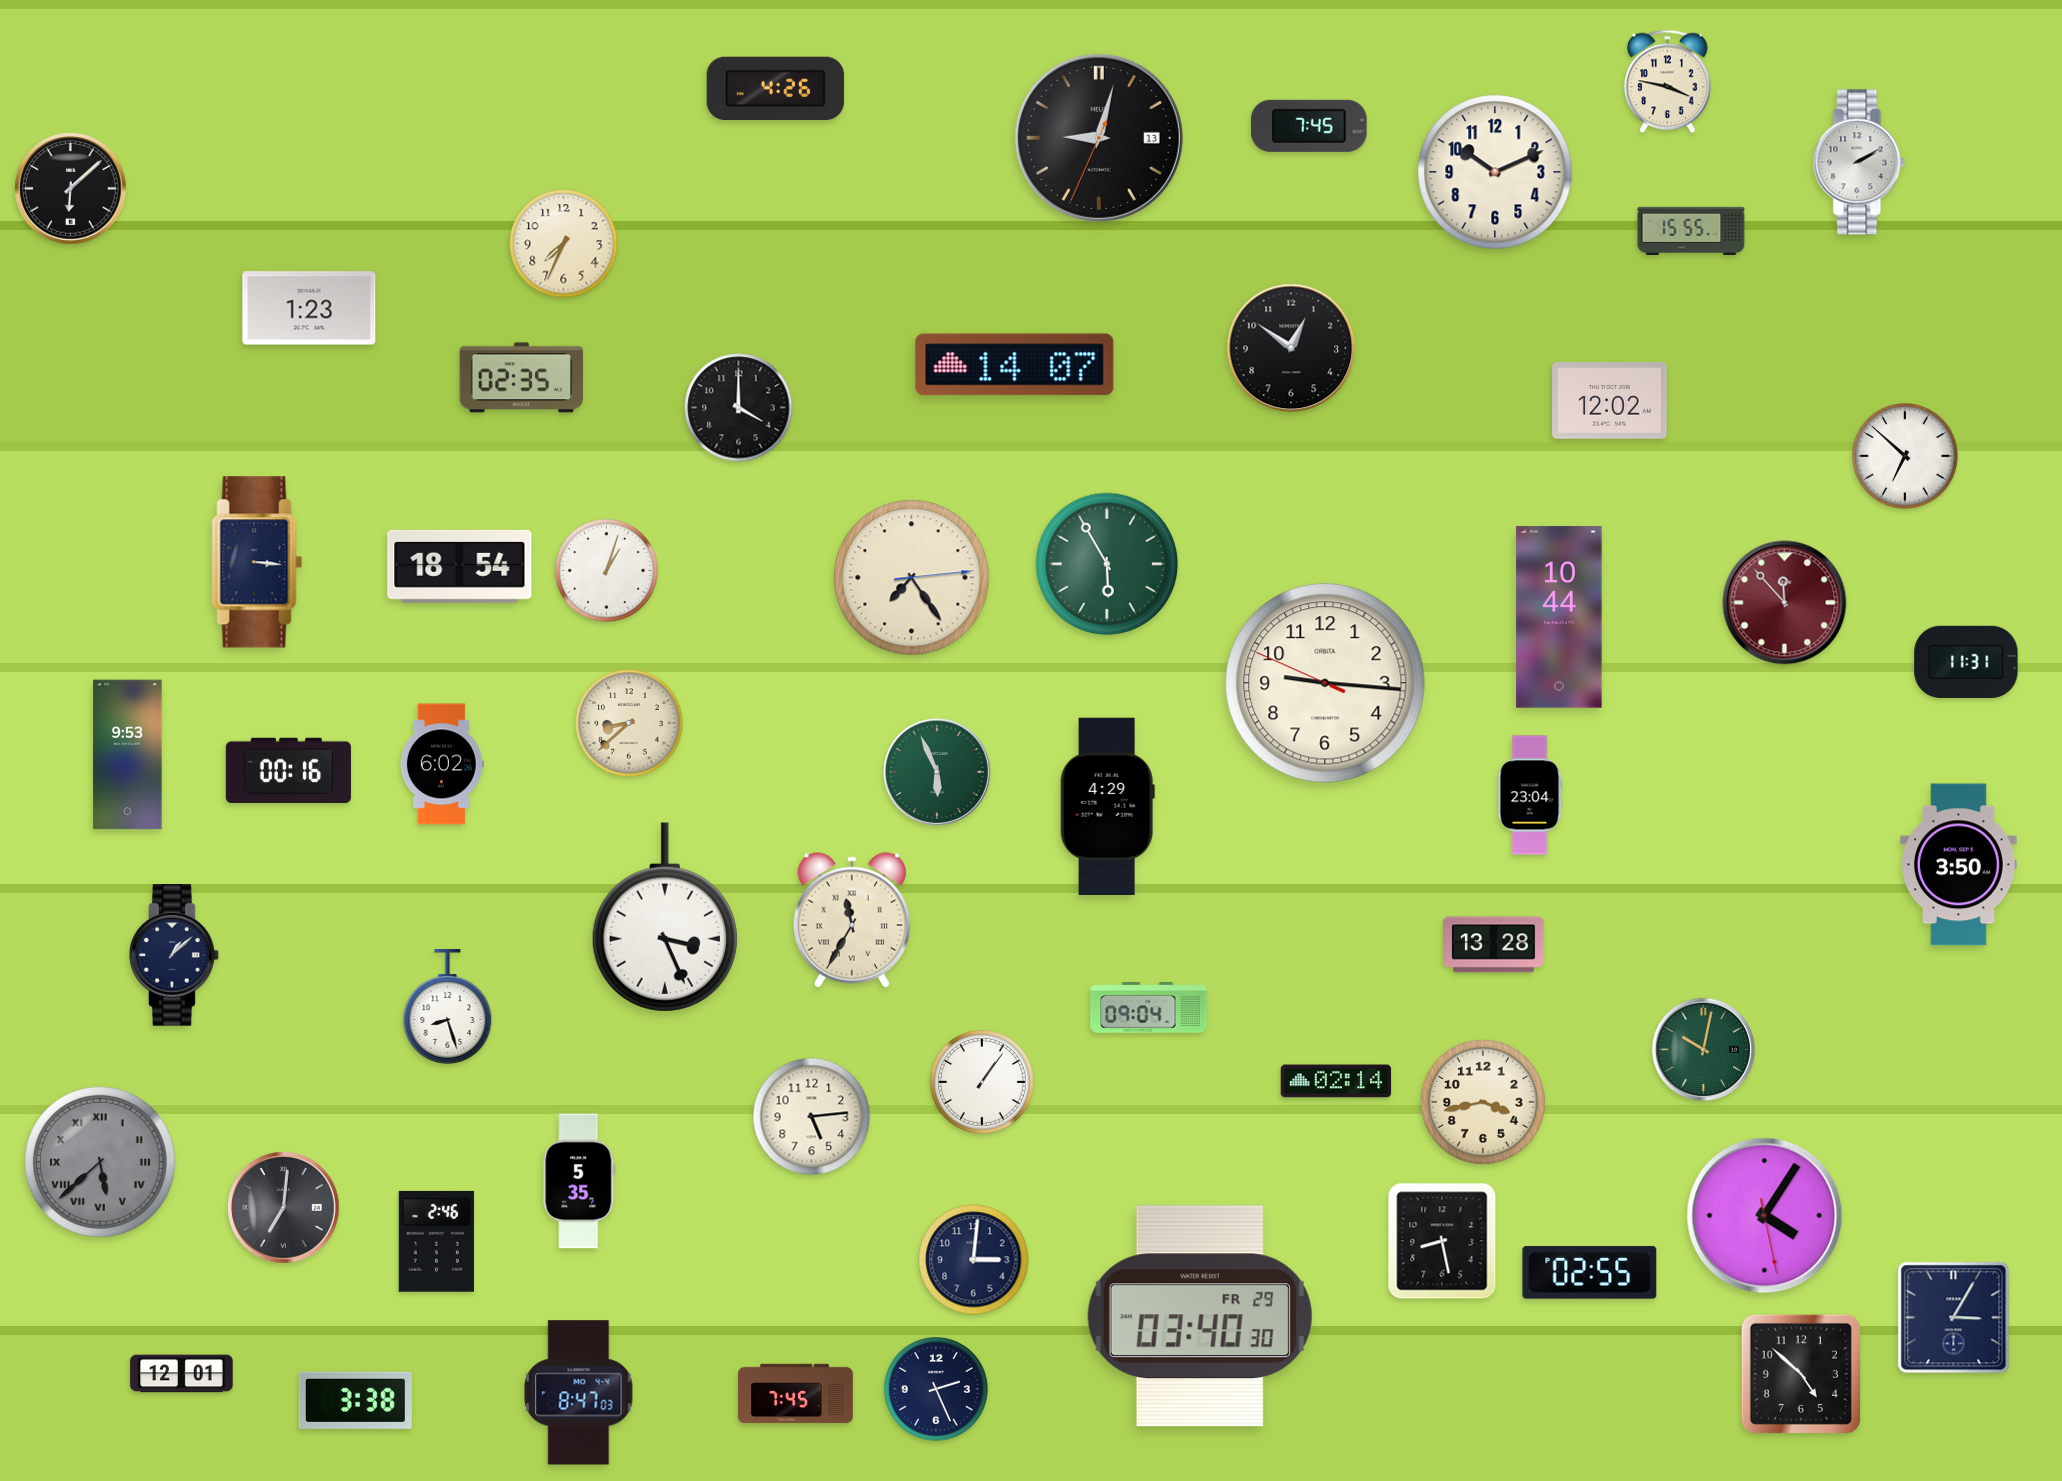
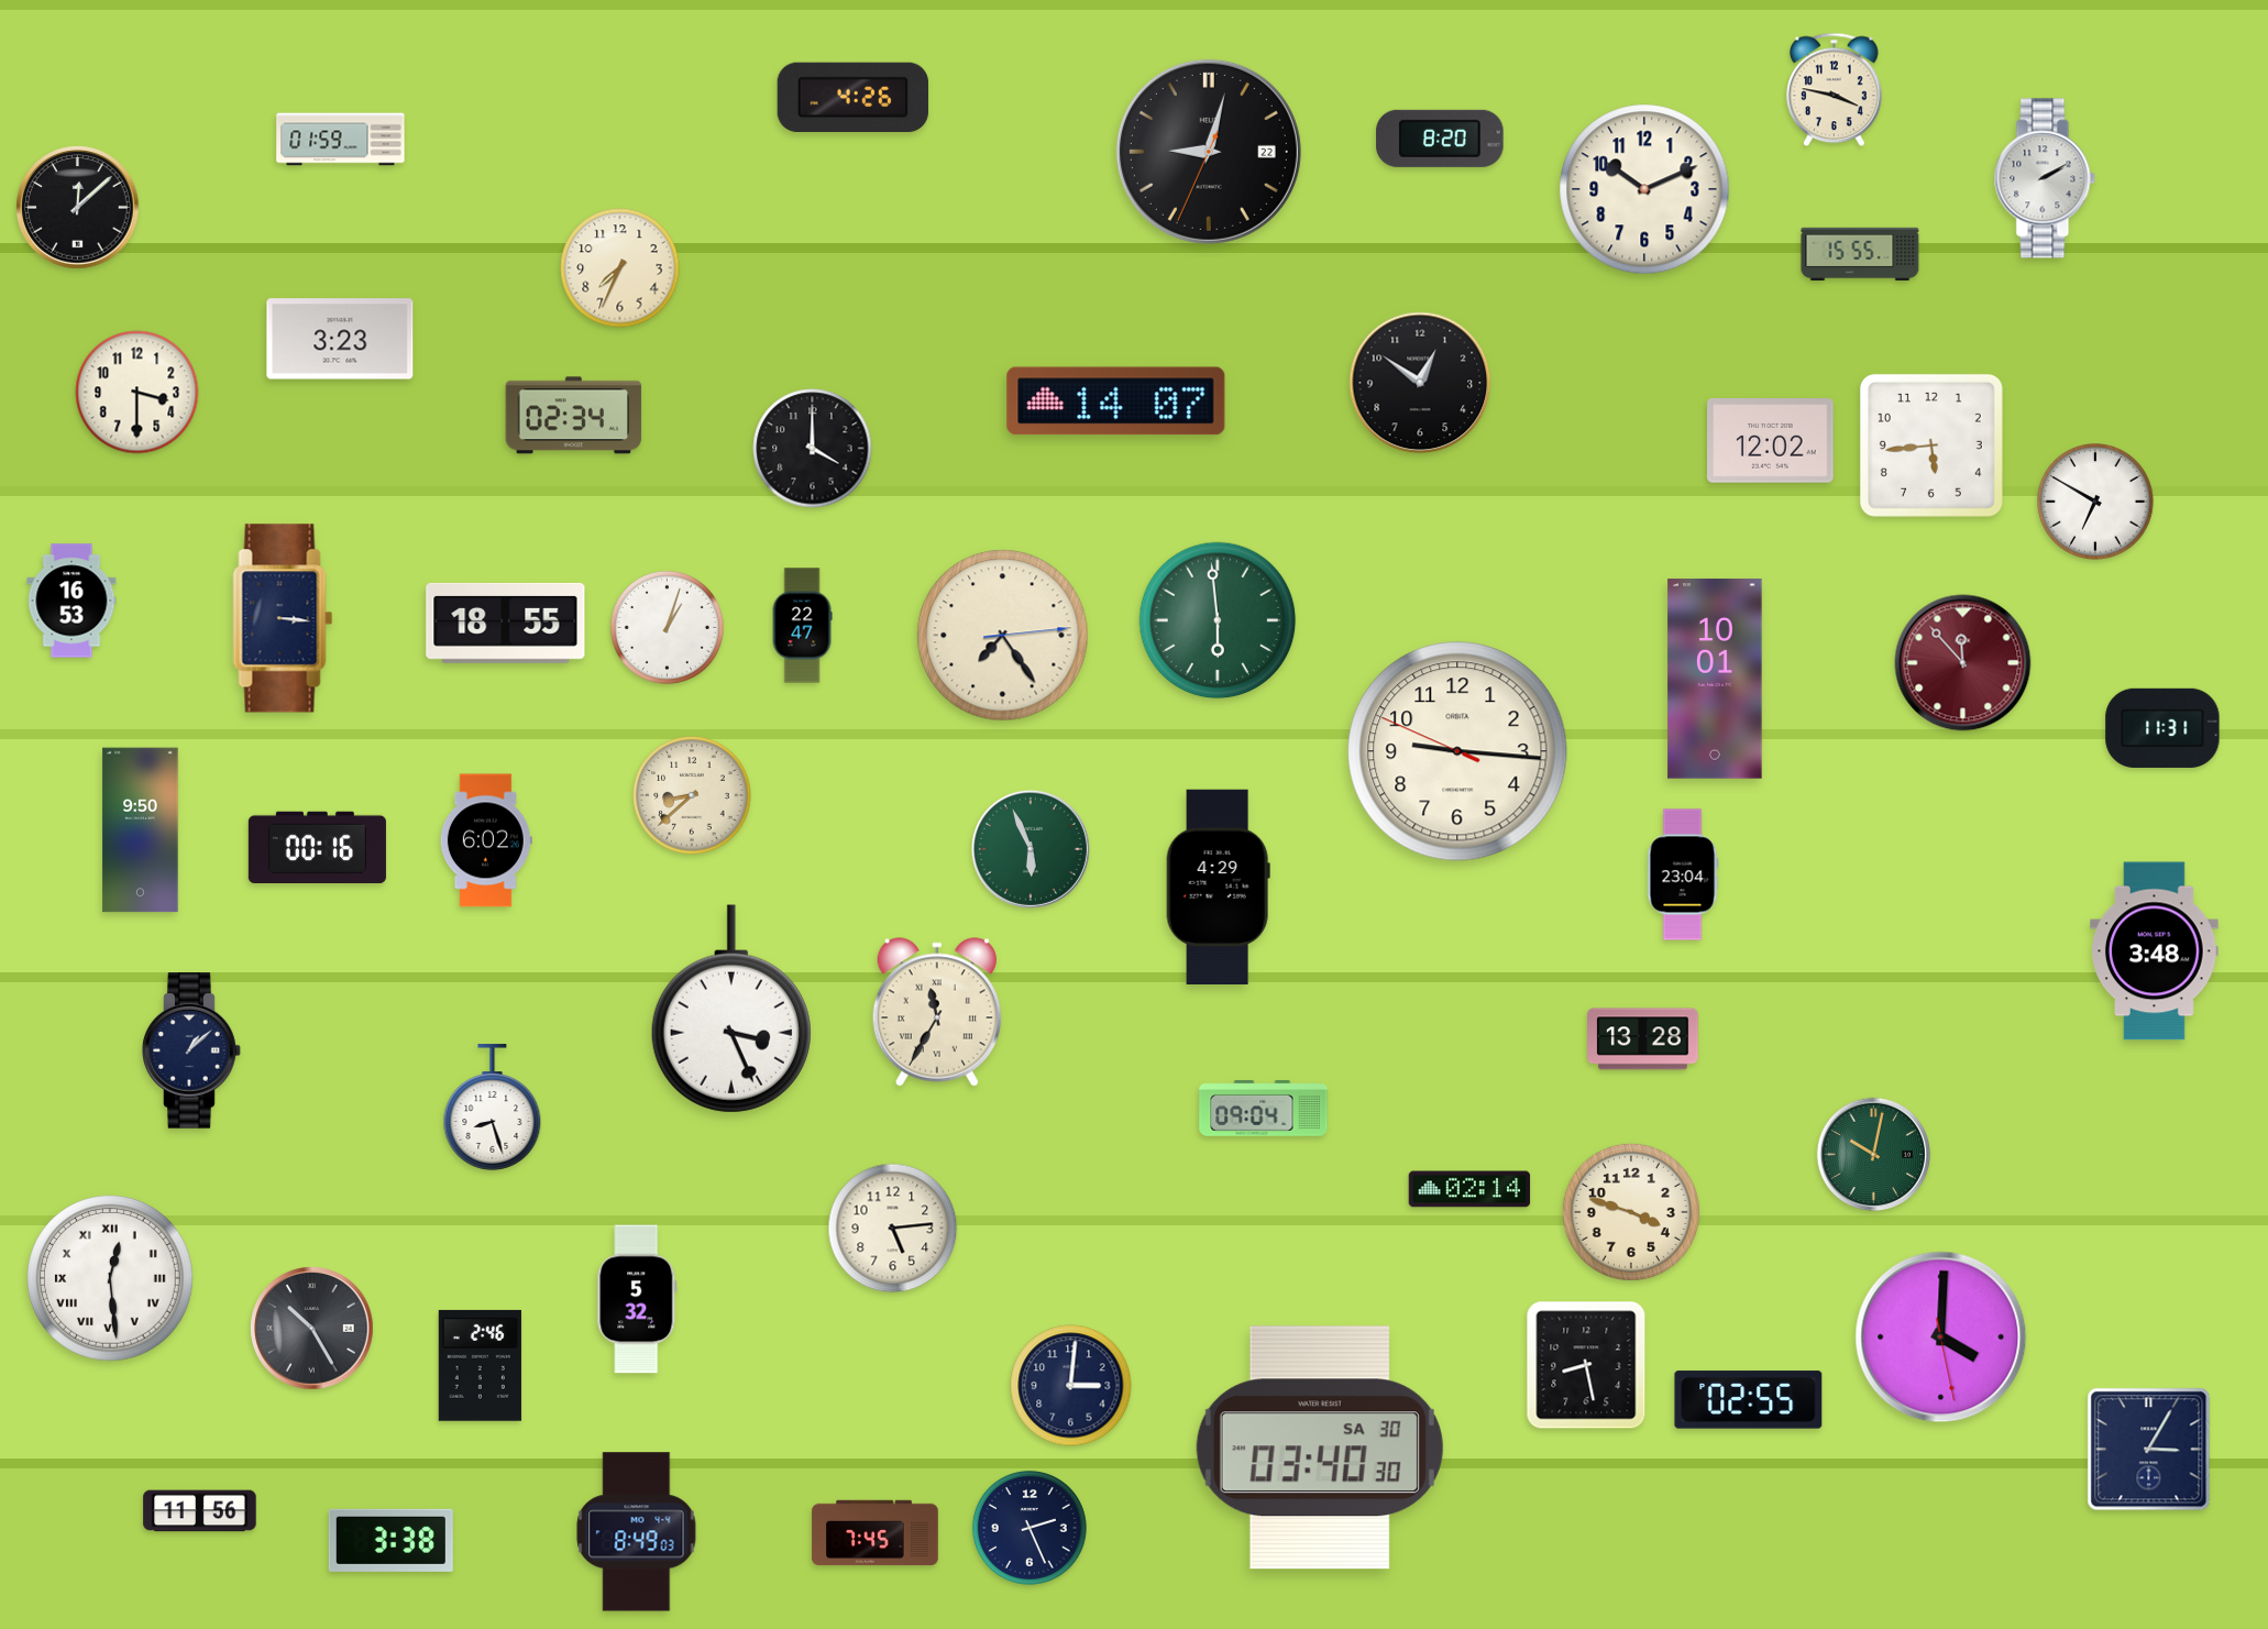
clock at (1309, 126): 7:45 -> 8:20
clock at (341, 140): none -> 01:59
clock at (1099, 138) date: 13 -> 22
clock at (71, 189): 6:08 -> 12:08
clock at (309, 308): 1:23 -> 3:23
clock at (137, 393): none -> 3:30
clock at (522, 378): 02:35 -> 02:34
clock at (1931, 445): none -> 5:44
clock at (1905, 456): 6:52 -> 6:50
clock at (71, 601): none -> 16:53
clock at (1107, 564): 5:55 -> 5:59
clock at (460, 566): 18:54 -> 18:55
clock at (802, 626): none -> 22:47
clock at (1559, 617): 10:44 -> 10:01
clock at (128, 755): 9:53 -> 9:50
clock at (1959, 865): 3:50 -> 3:48
clock at (982, 1082): 1:06 -> none
clock at (1483, 1102): 3:43 -> 3:48
clock at (101, 1163): 5:38 -> 12:29
clock at (101, 1163) dial: grey -> white
clock at (579, 1181): 5:35 -> 5:32
clock at (284, 1208): 7:01 -> 10:25
clock at (1765, 1216): 4:05 -> 4:00
clock at (1200, 1316) date: FR 29 -> SA 30
clock at (182, 1374): 12:01 -> 11:56
clock at (1801, 1374): 4:52 -> none
clock at (579, 1393): 8:47 -> 8:49
